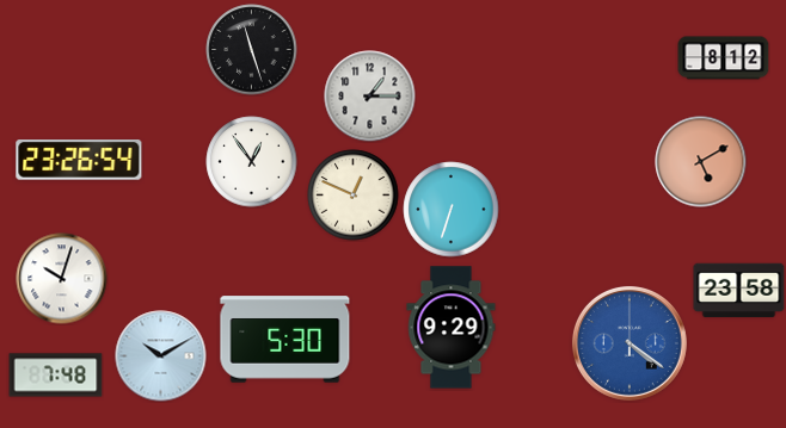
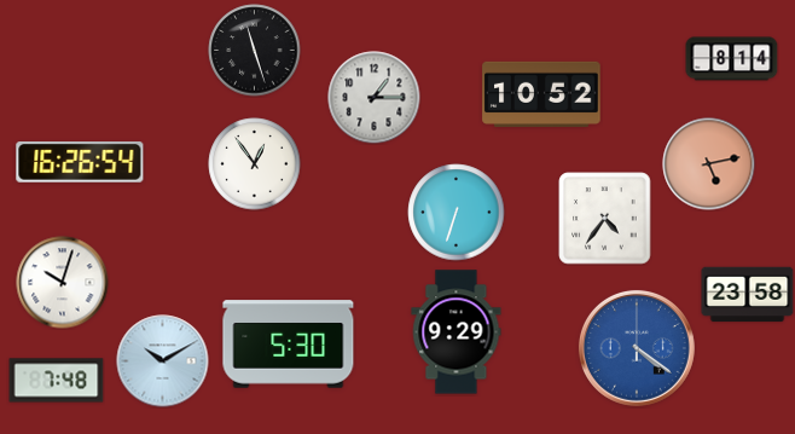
clock at (724, 58): 8:12 -> 8:14
clock at (541, 93): none -> 10:52
clock at (79, 161): 23:26 -> 16:26
clock at (701, 162): 5:10 -> 5:13
clock at (354, 196): 12:49 -> none
clock at (605, 219): none -> 4:36
